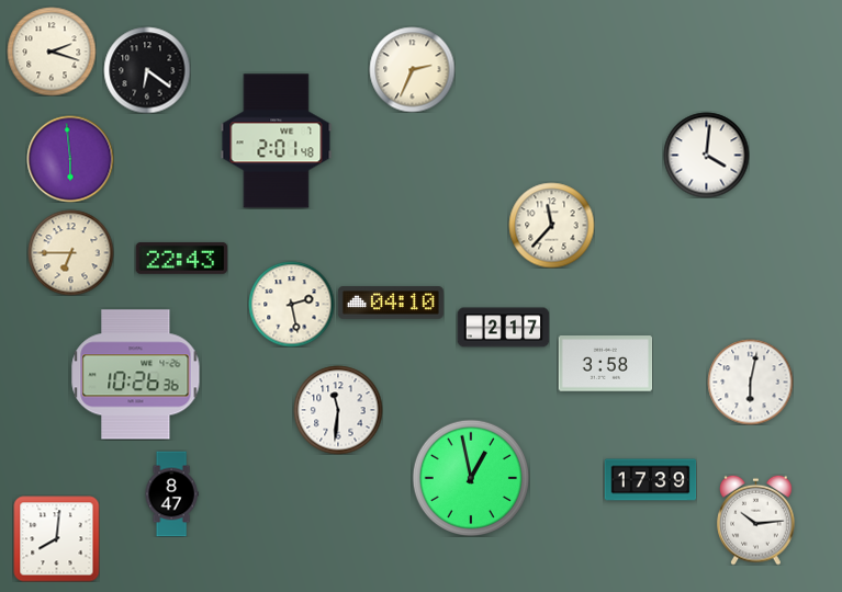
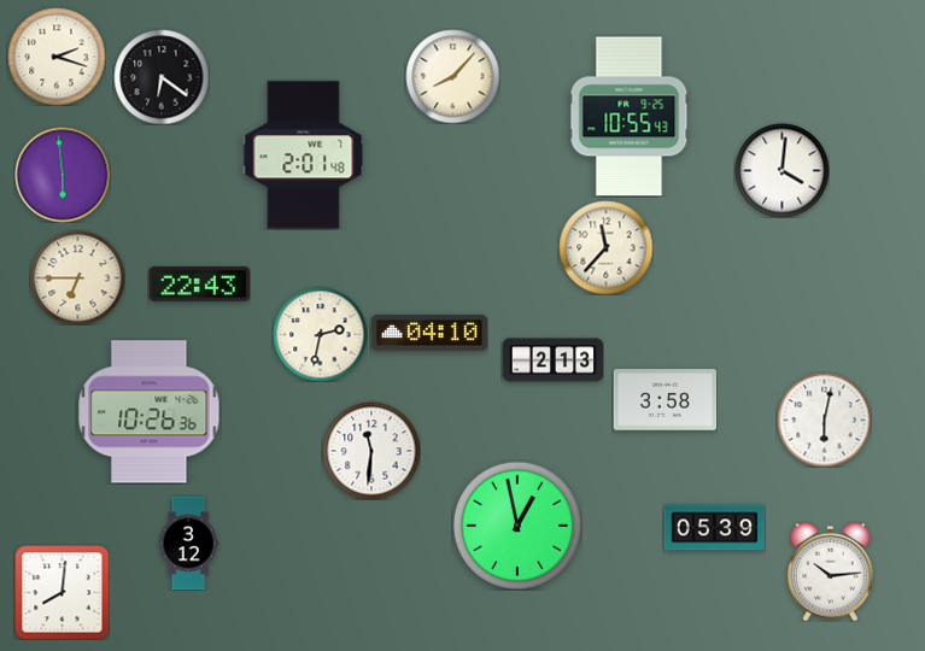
clock at (412, 69): 2:34 -> 8:07
clock at (630, 117): none -> 10:55
clock at (706, 155) position: (706, 155) -> (781, 170)
clock at (70, 159) position: (70, 159) -> (63, 175)
clock at (291, 304): 2:28 -> 2:32
clock at (503, 328): 2:17 -> 2:13
clock at (650, 480): 17:39 -> 05:39
clock at (171, 493): 8:47 -> 3:12
